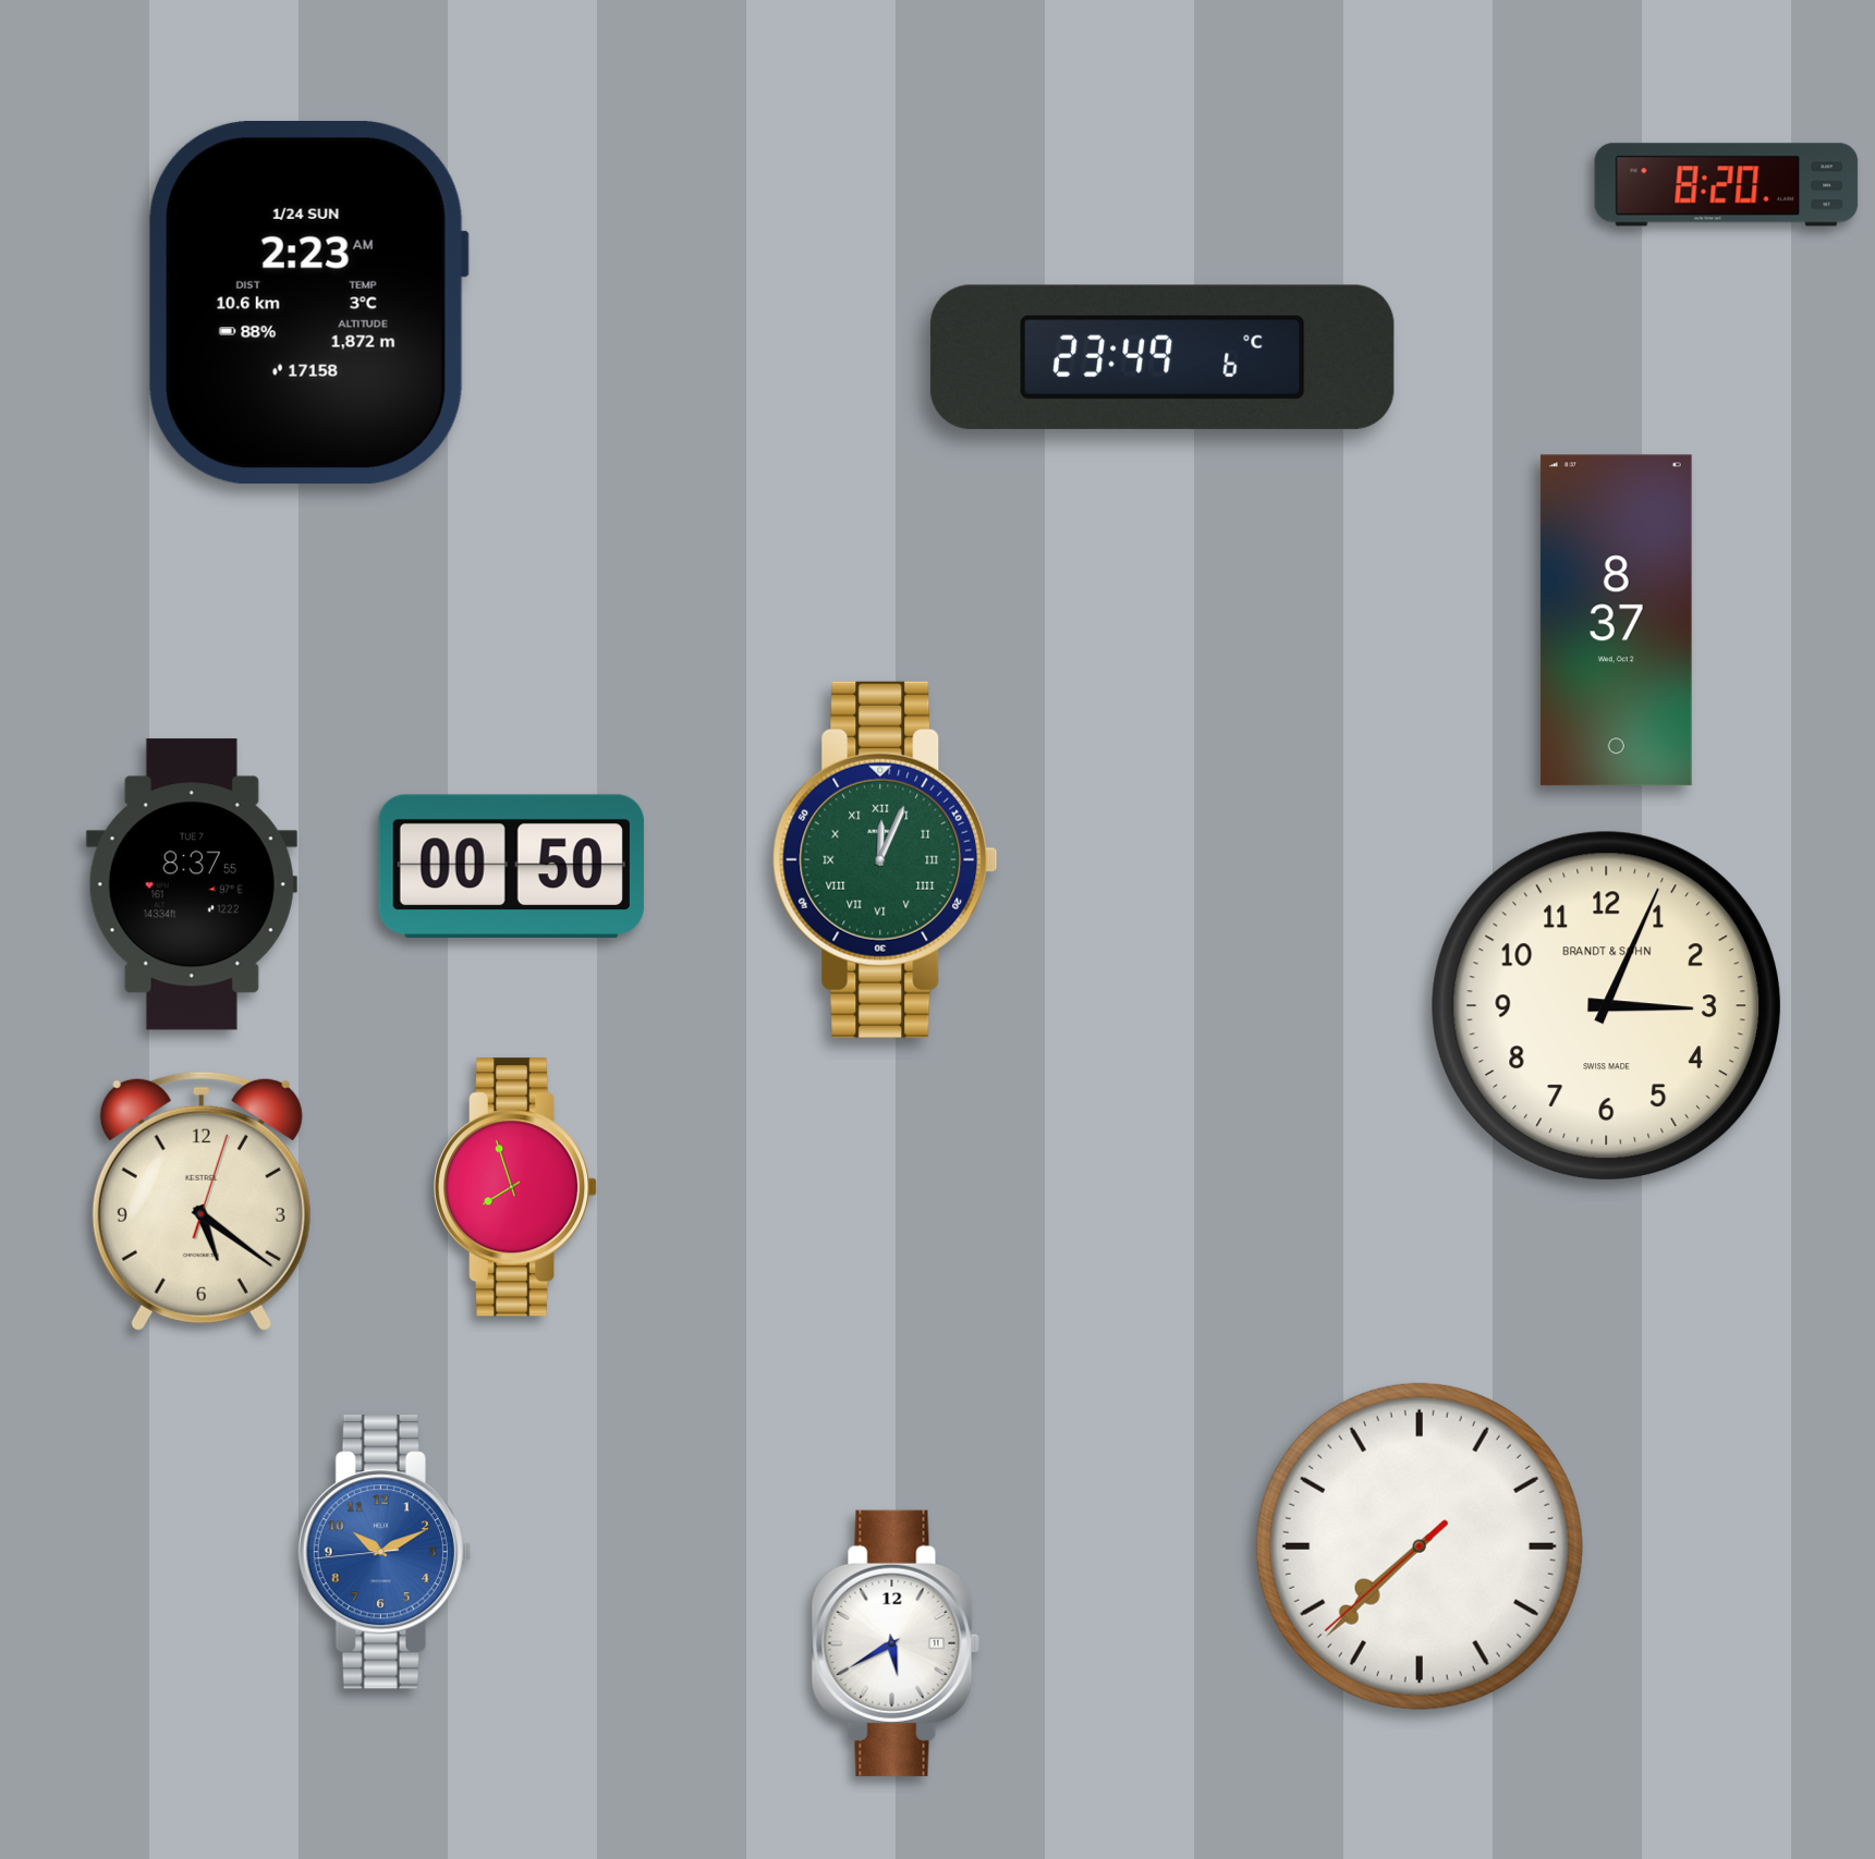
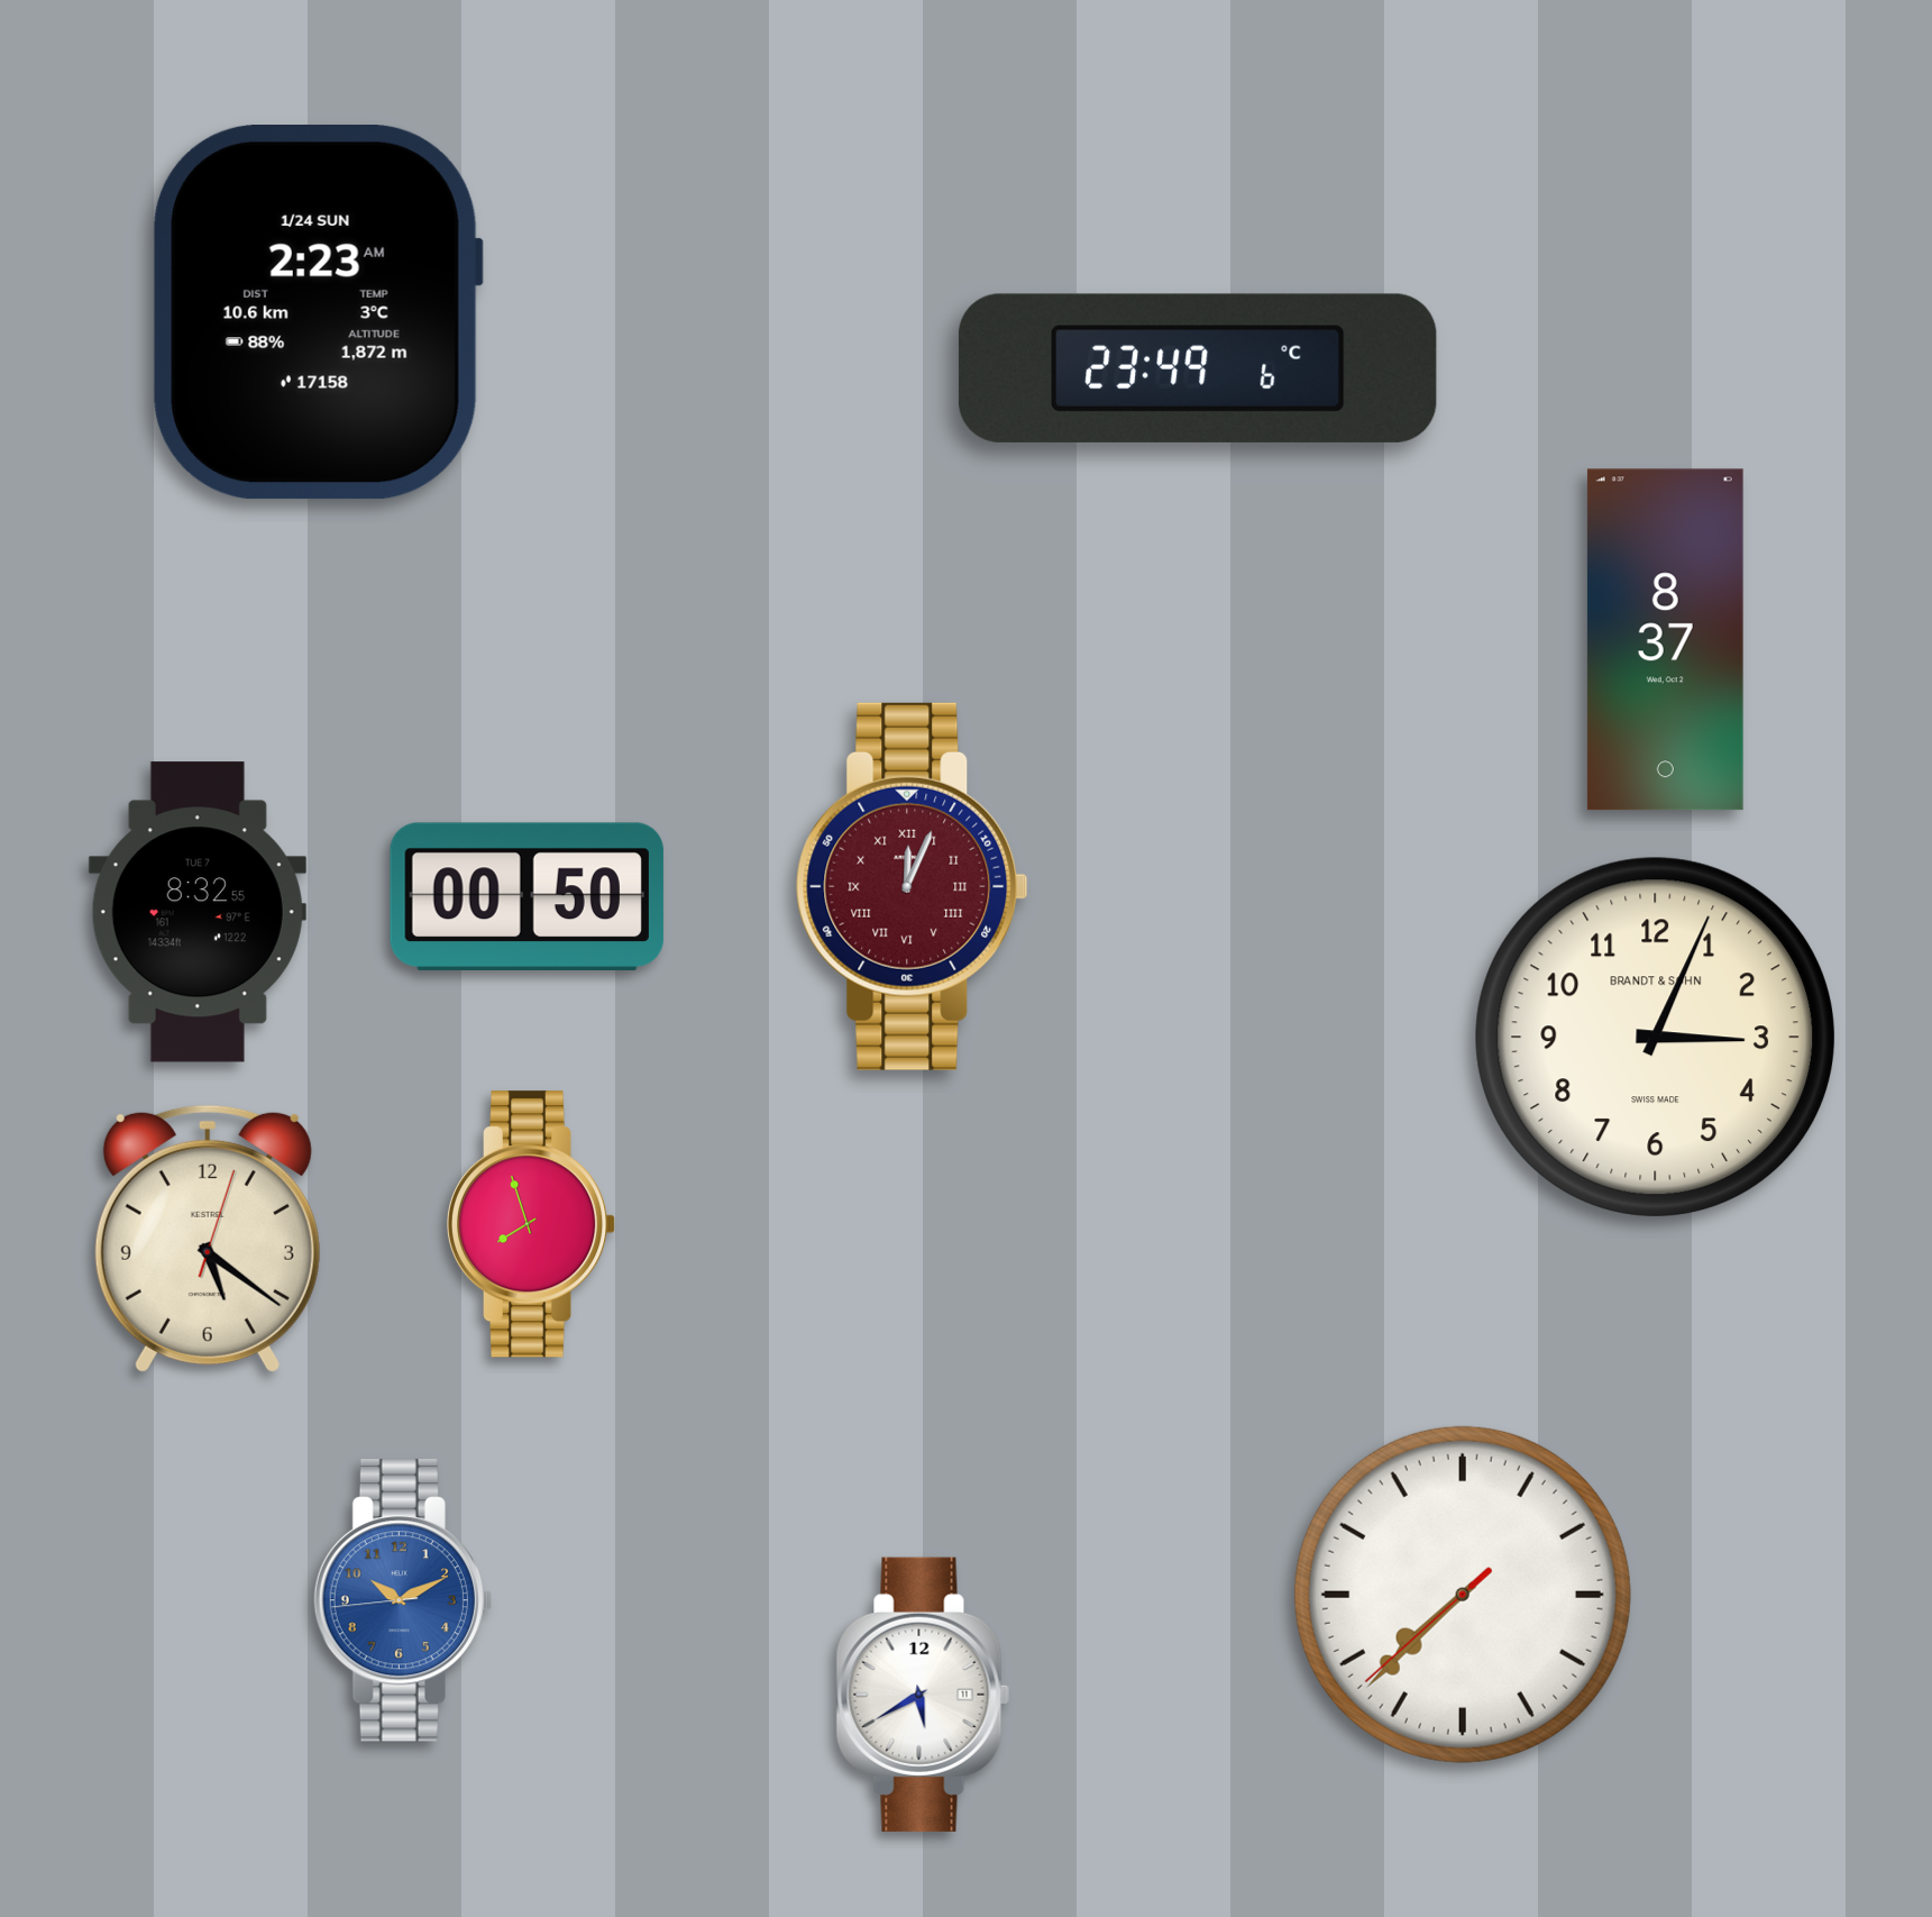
clock at (1727, 185): 8:20 -> none
clock at (886, 859) dial: green -> burgundy
clock at (511, 866) position: (511, 866) -> (527, 896)
clock at (192, 884): 8:37 -> 8:32
clock at (385, 1552) position: (385, 1552) -> (403, 1600)
